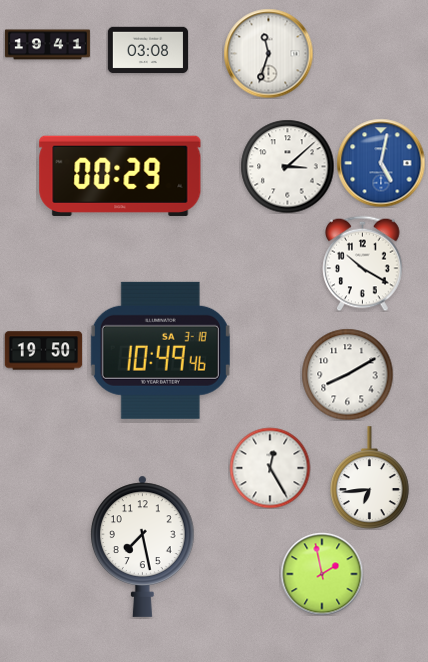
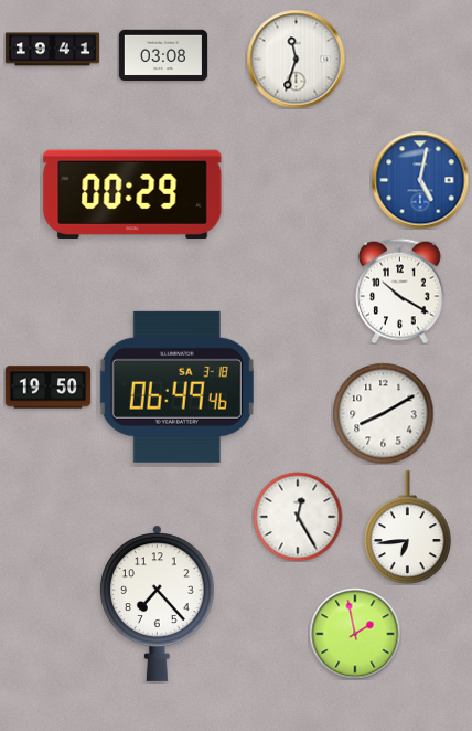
clock at (287, 166): 3:08 -> none
clock at (160, 350): 10:49 -> 06:49
clock at (143, 546): 7:28 -> 7:23
